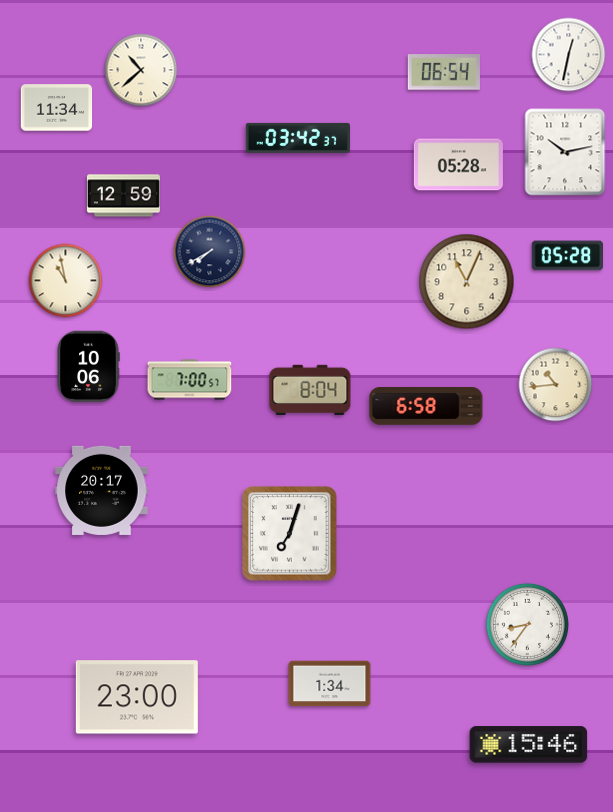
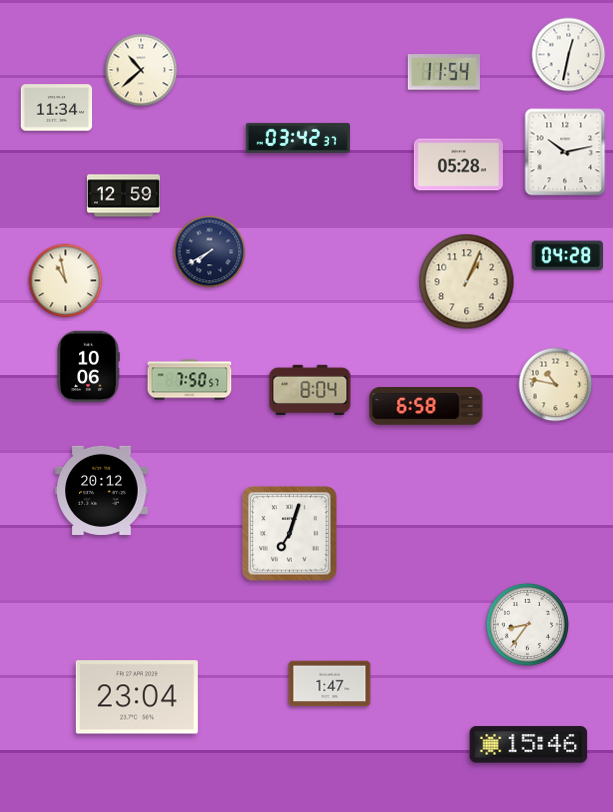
clock at (444, 72): 06:54 -> 11:54
clock at (567, 256): 05:28 -> 04:28
clock at (467, 282): 11:04 -> 1:04
clock at (190, 380): 7:00 -> 7:50
clock at (556, 385): 10:44 -> 10:47
clock at (102, 490): 20:17 -> 20:12
clock at (330, 684): 1:34 -> 1:47
clock at (137, 697): 23:00 -> 23:04
